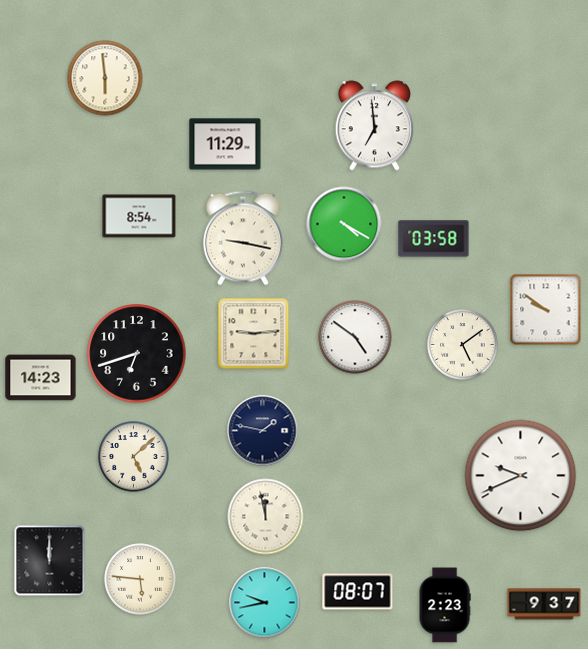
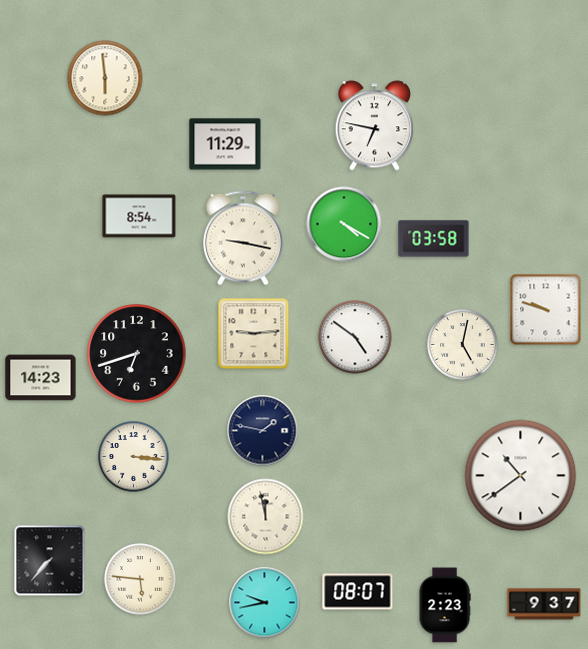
clock at (375, 126): 6:59 -> 6:47
clock at (546, 310): 9:51 -> 9:48
clock at (463, 345): 5:09 -> 5:02
clock at (134, 457): 5:08 -> 3:16
clock at (521, 476): 9:41 -> 10:39
clock at (50, 561): 12:00 -> 7:37
